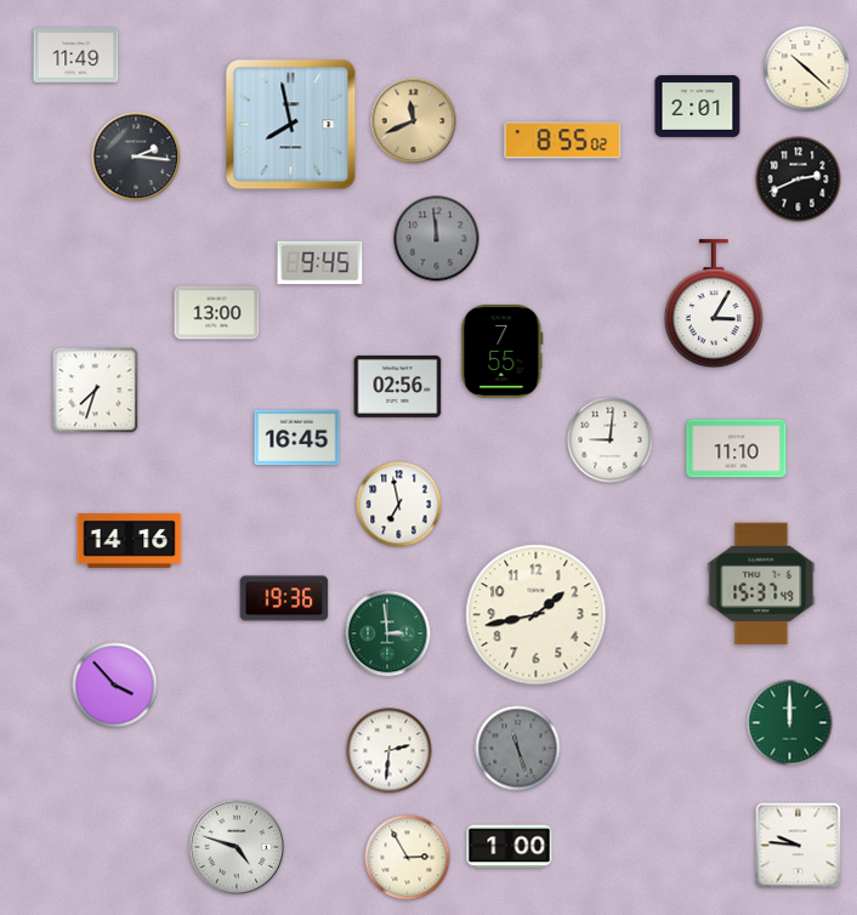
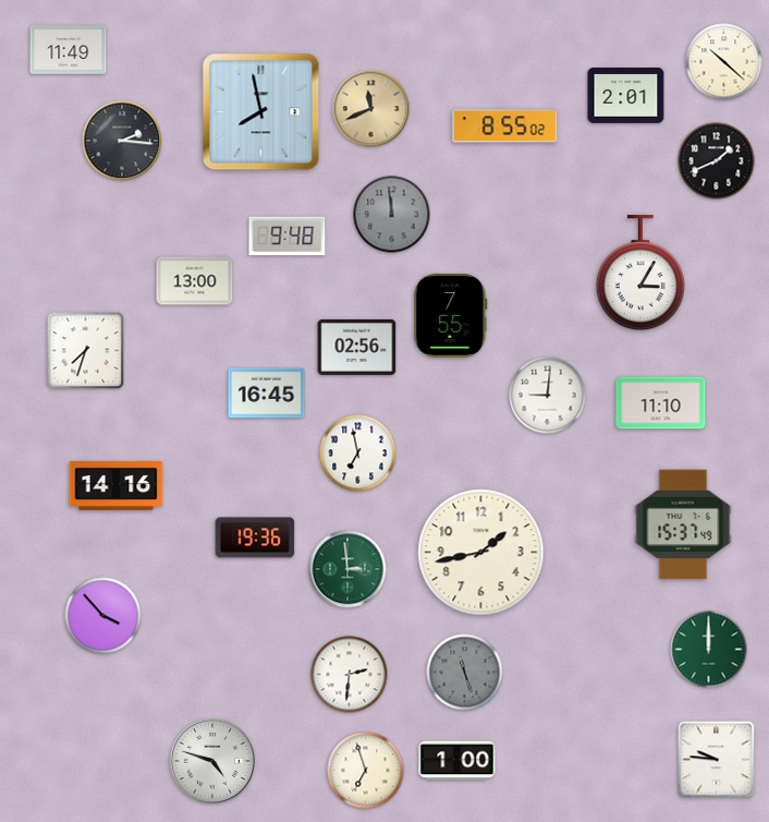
clock at (799, 180): 2:41 -> 1:41
clock at (320, 263): 9:45 -> 9:48
clock at (408, 858): 2:55 -> 6:57
